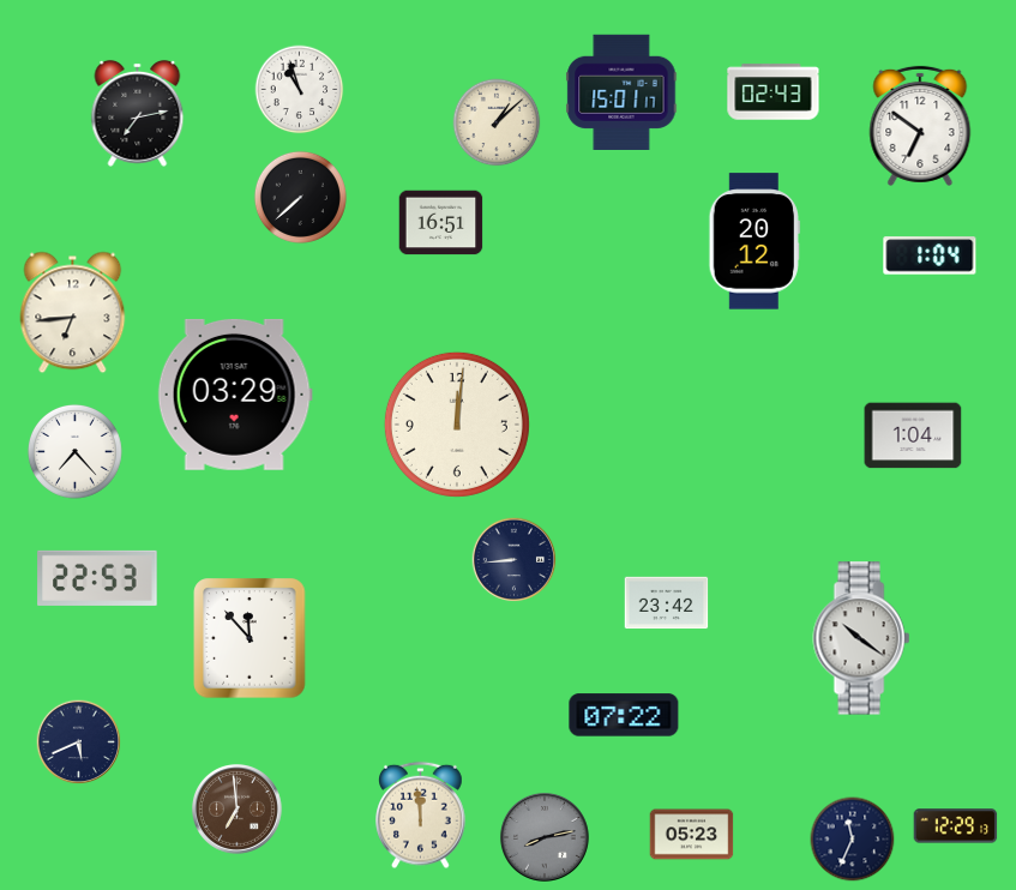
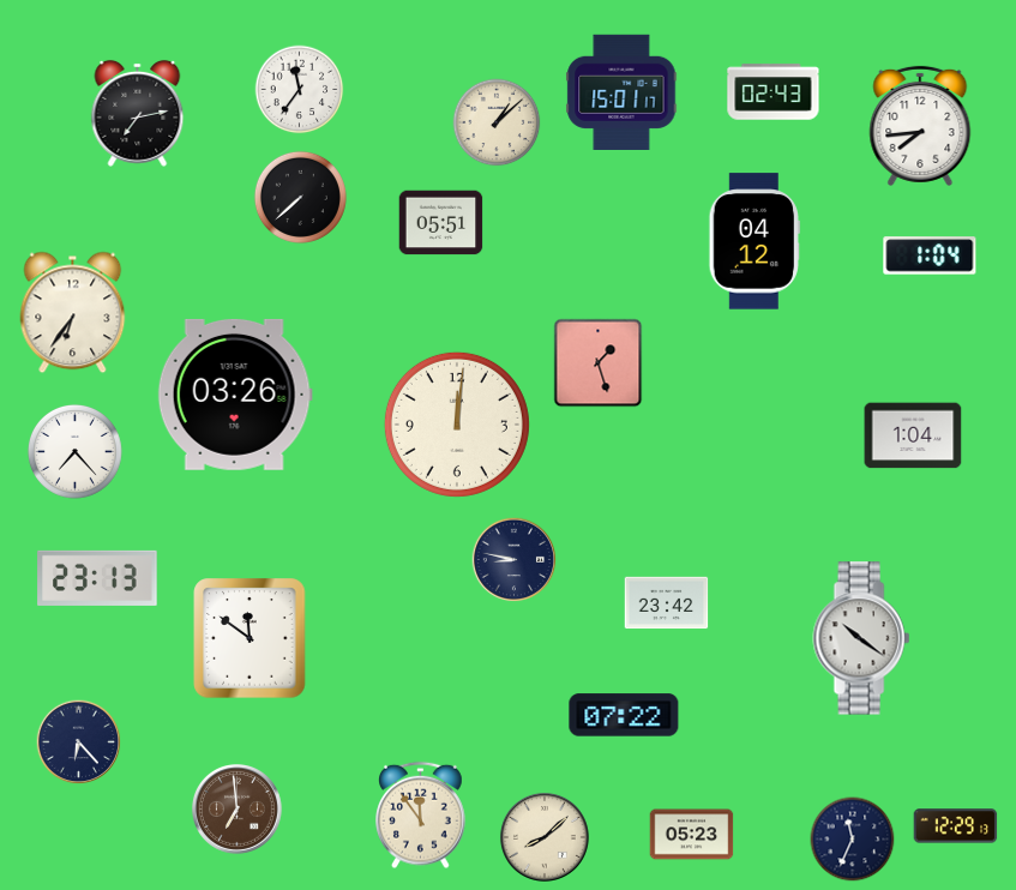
clock at (300, 90): 10:57 -> 11:36
clock at (920, 126): 6:51 -> 7:44
clock at (441, 223): 16:51 -> 05:51
clock at (753, 241): 20:12 -> 04:12
clock at (73, 313): 6:44 -> 6:36
clock at (599, 363): none -> 1:27
clock at (235, 395): 03:29 -> 03:26
clock at (515, 560): 8:44 -> 8:47
clock at (97, 578): 22:53 -> 23:13
clock at (250, 638): 11:53 -> 11:51
clock at (79, 742): 5:41 -> 6:23
clock at (421, 816): 11:59 -> 11:54
clock at (545, 837): 8:13 -> 8:08
clock at (545, 837) dial: grey -> cream
